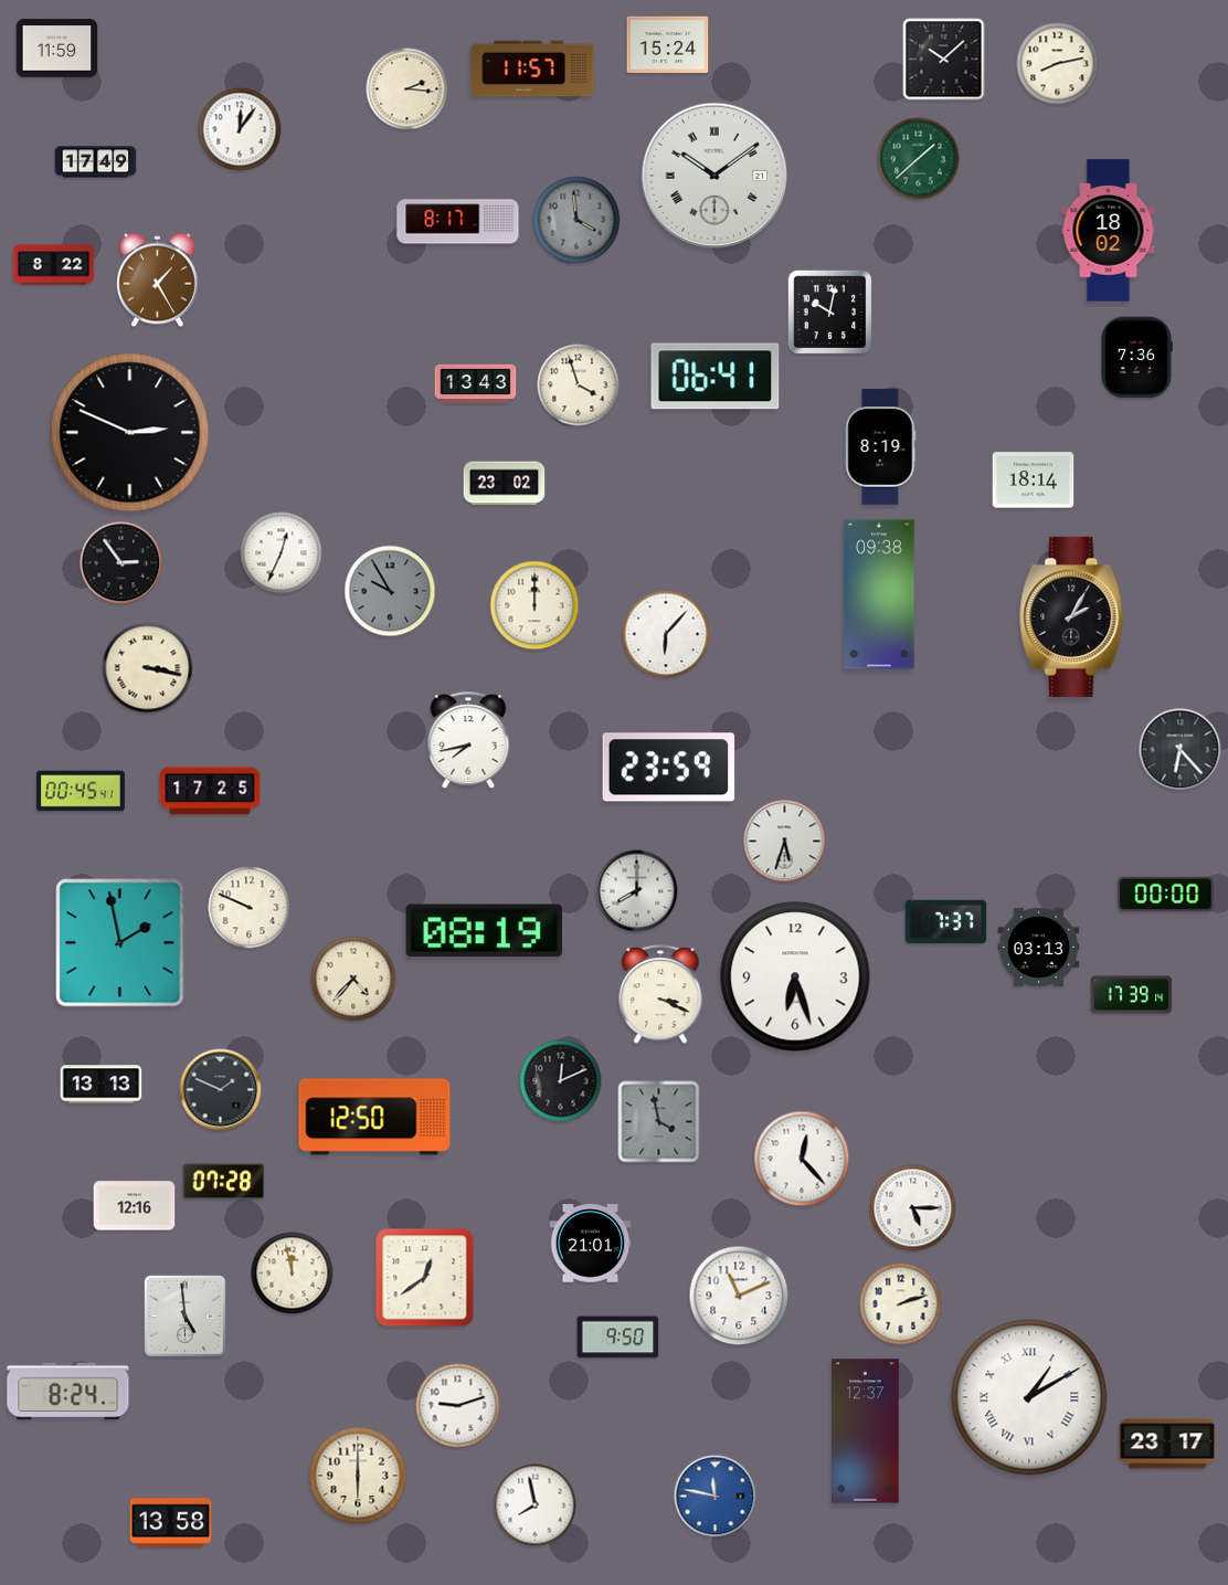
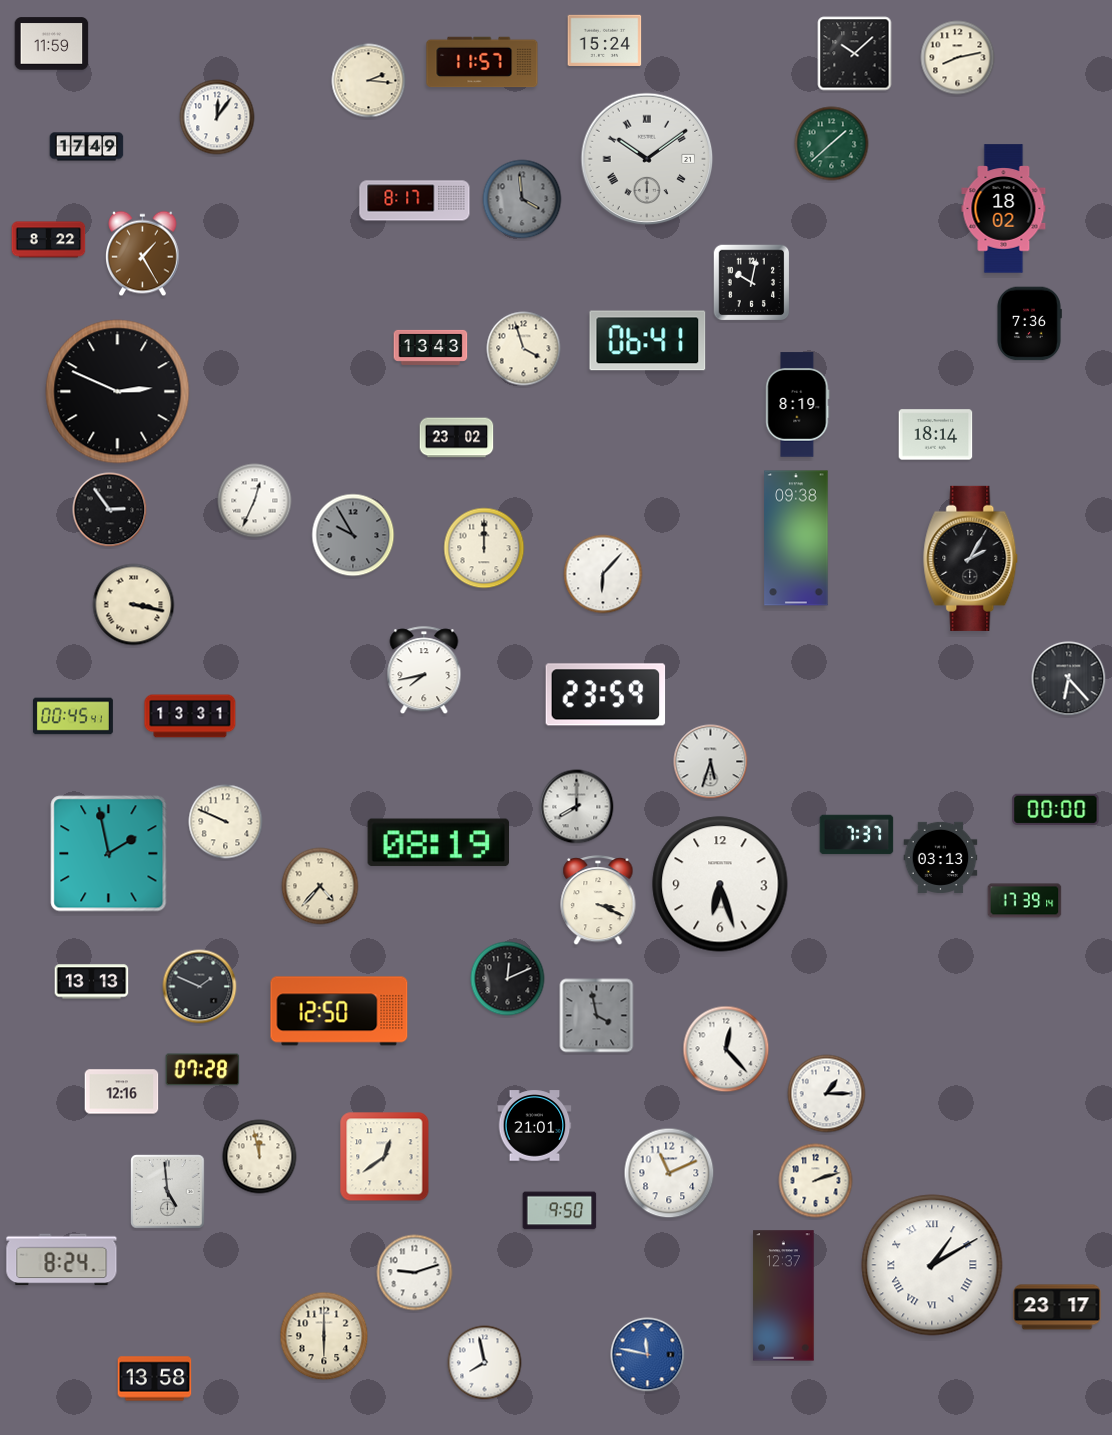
clock at (210, 791): 17:25 -> 13:31
clock at (913, 1208): 5:15 -> 1:15
clock at (293, 1274) position: (293, 1274) -> (260, 1157)
